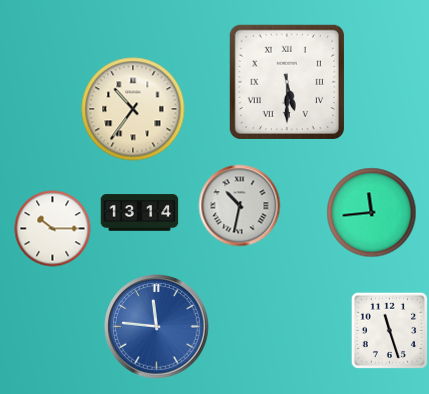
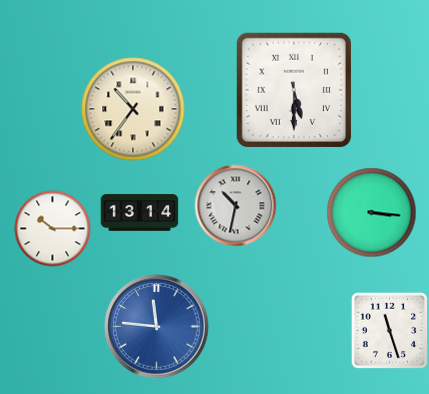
clock at (287, 82) position: (287, 82) -> (294, 90)
clock at (240, 206) position: (240, 206) -> (236, 206)
clock at (372, 213): 11:44 -> 3:16
